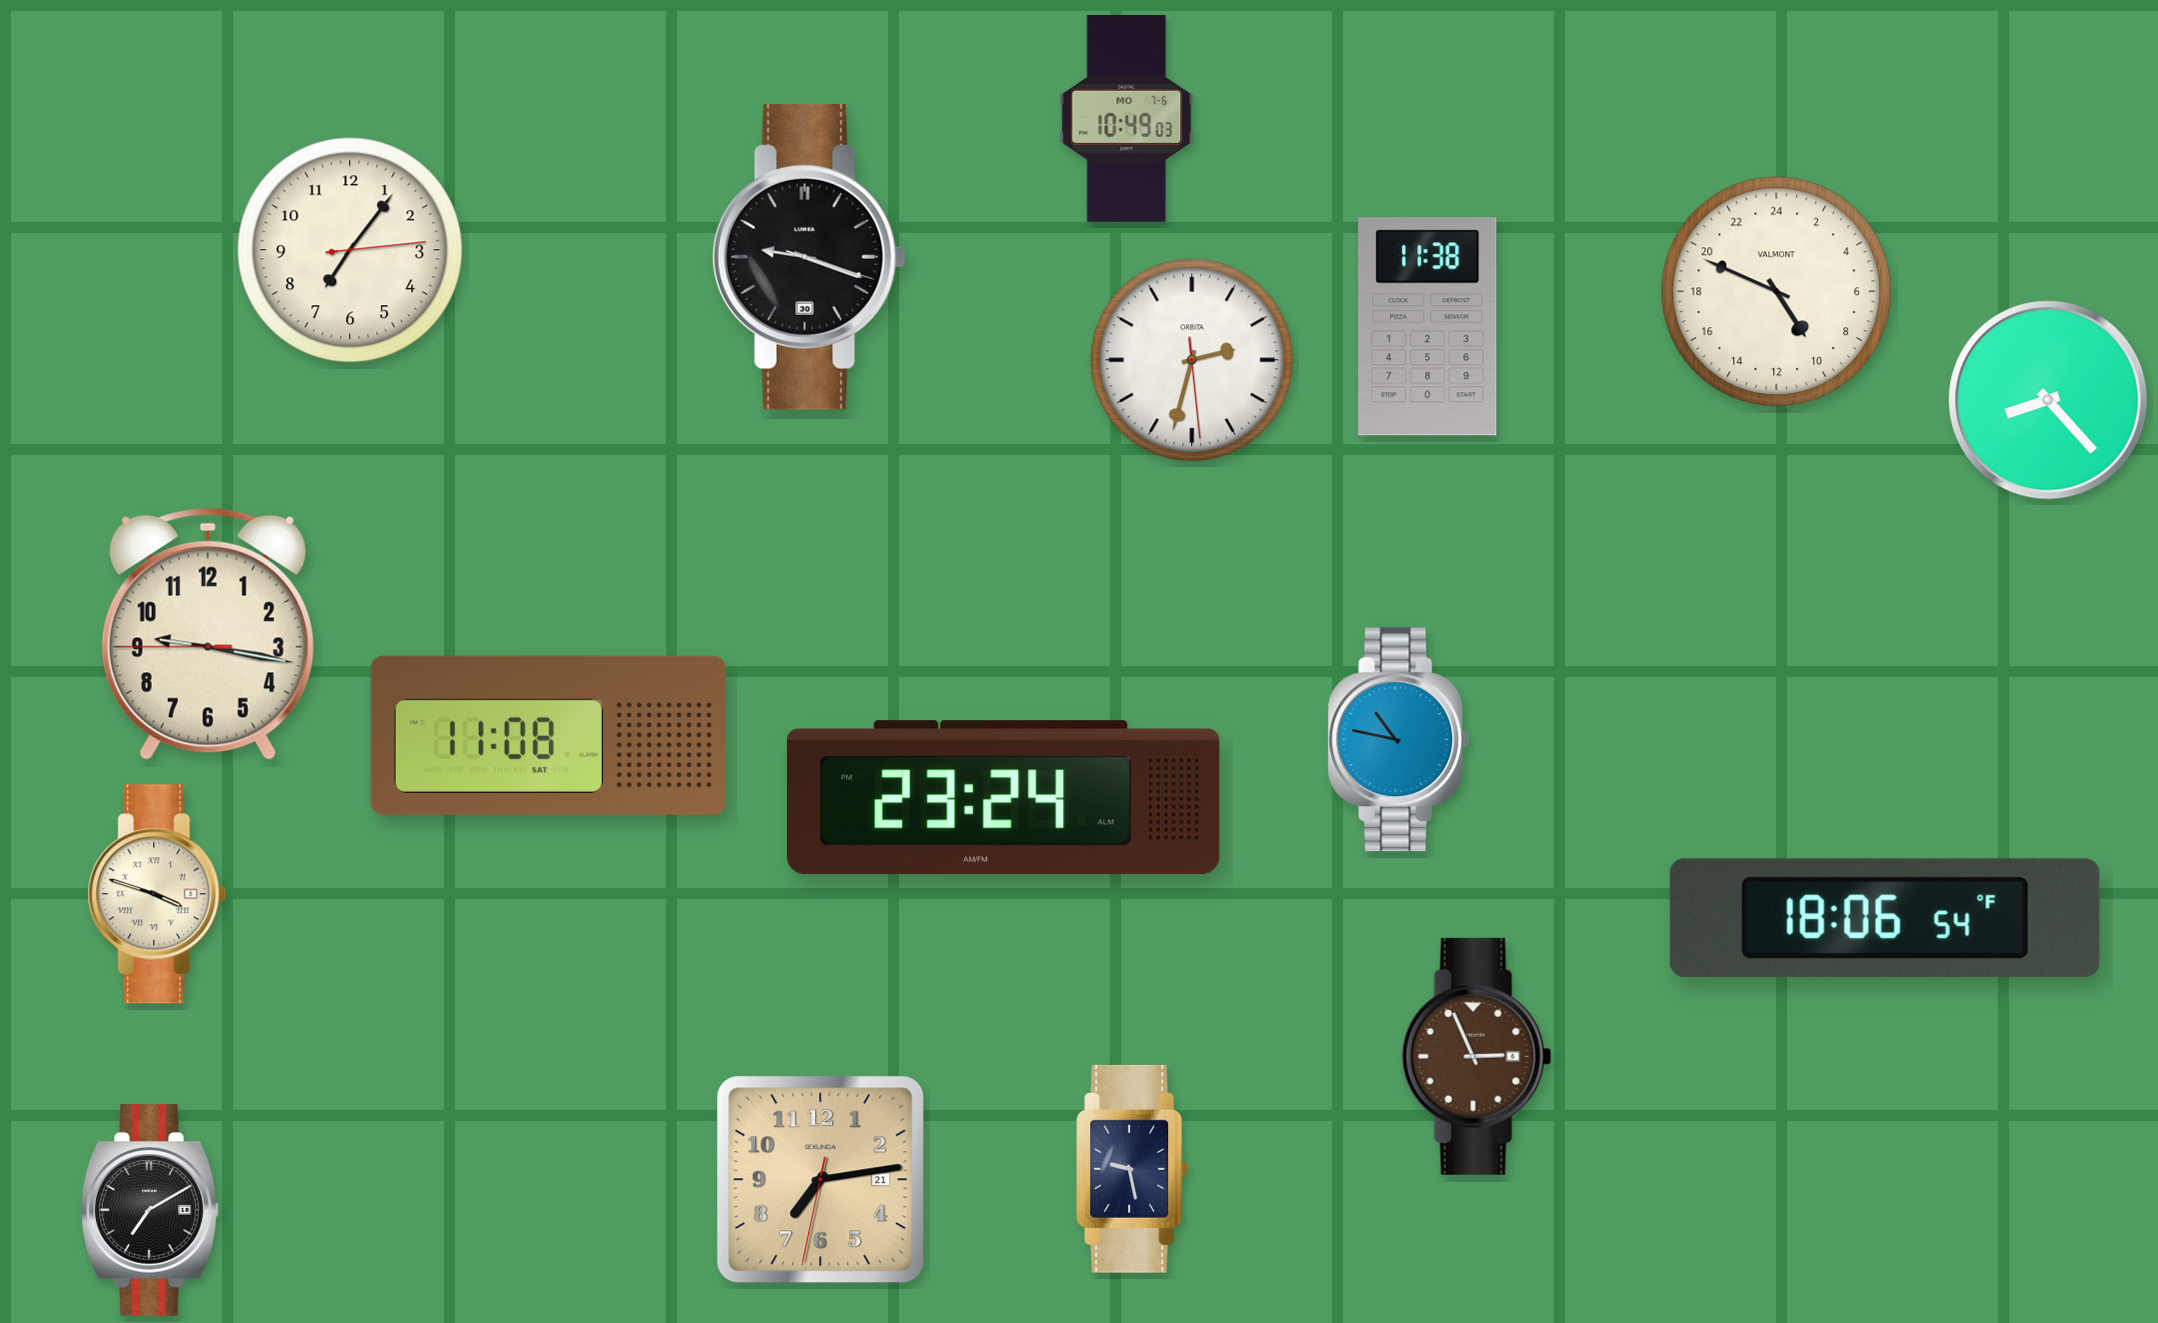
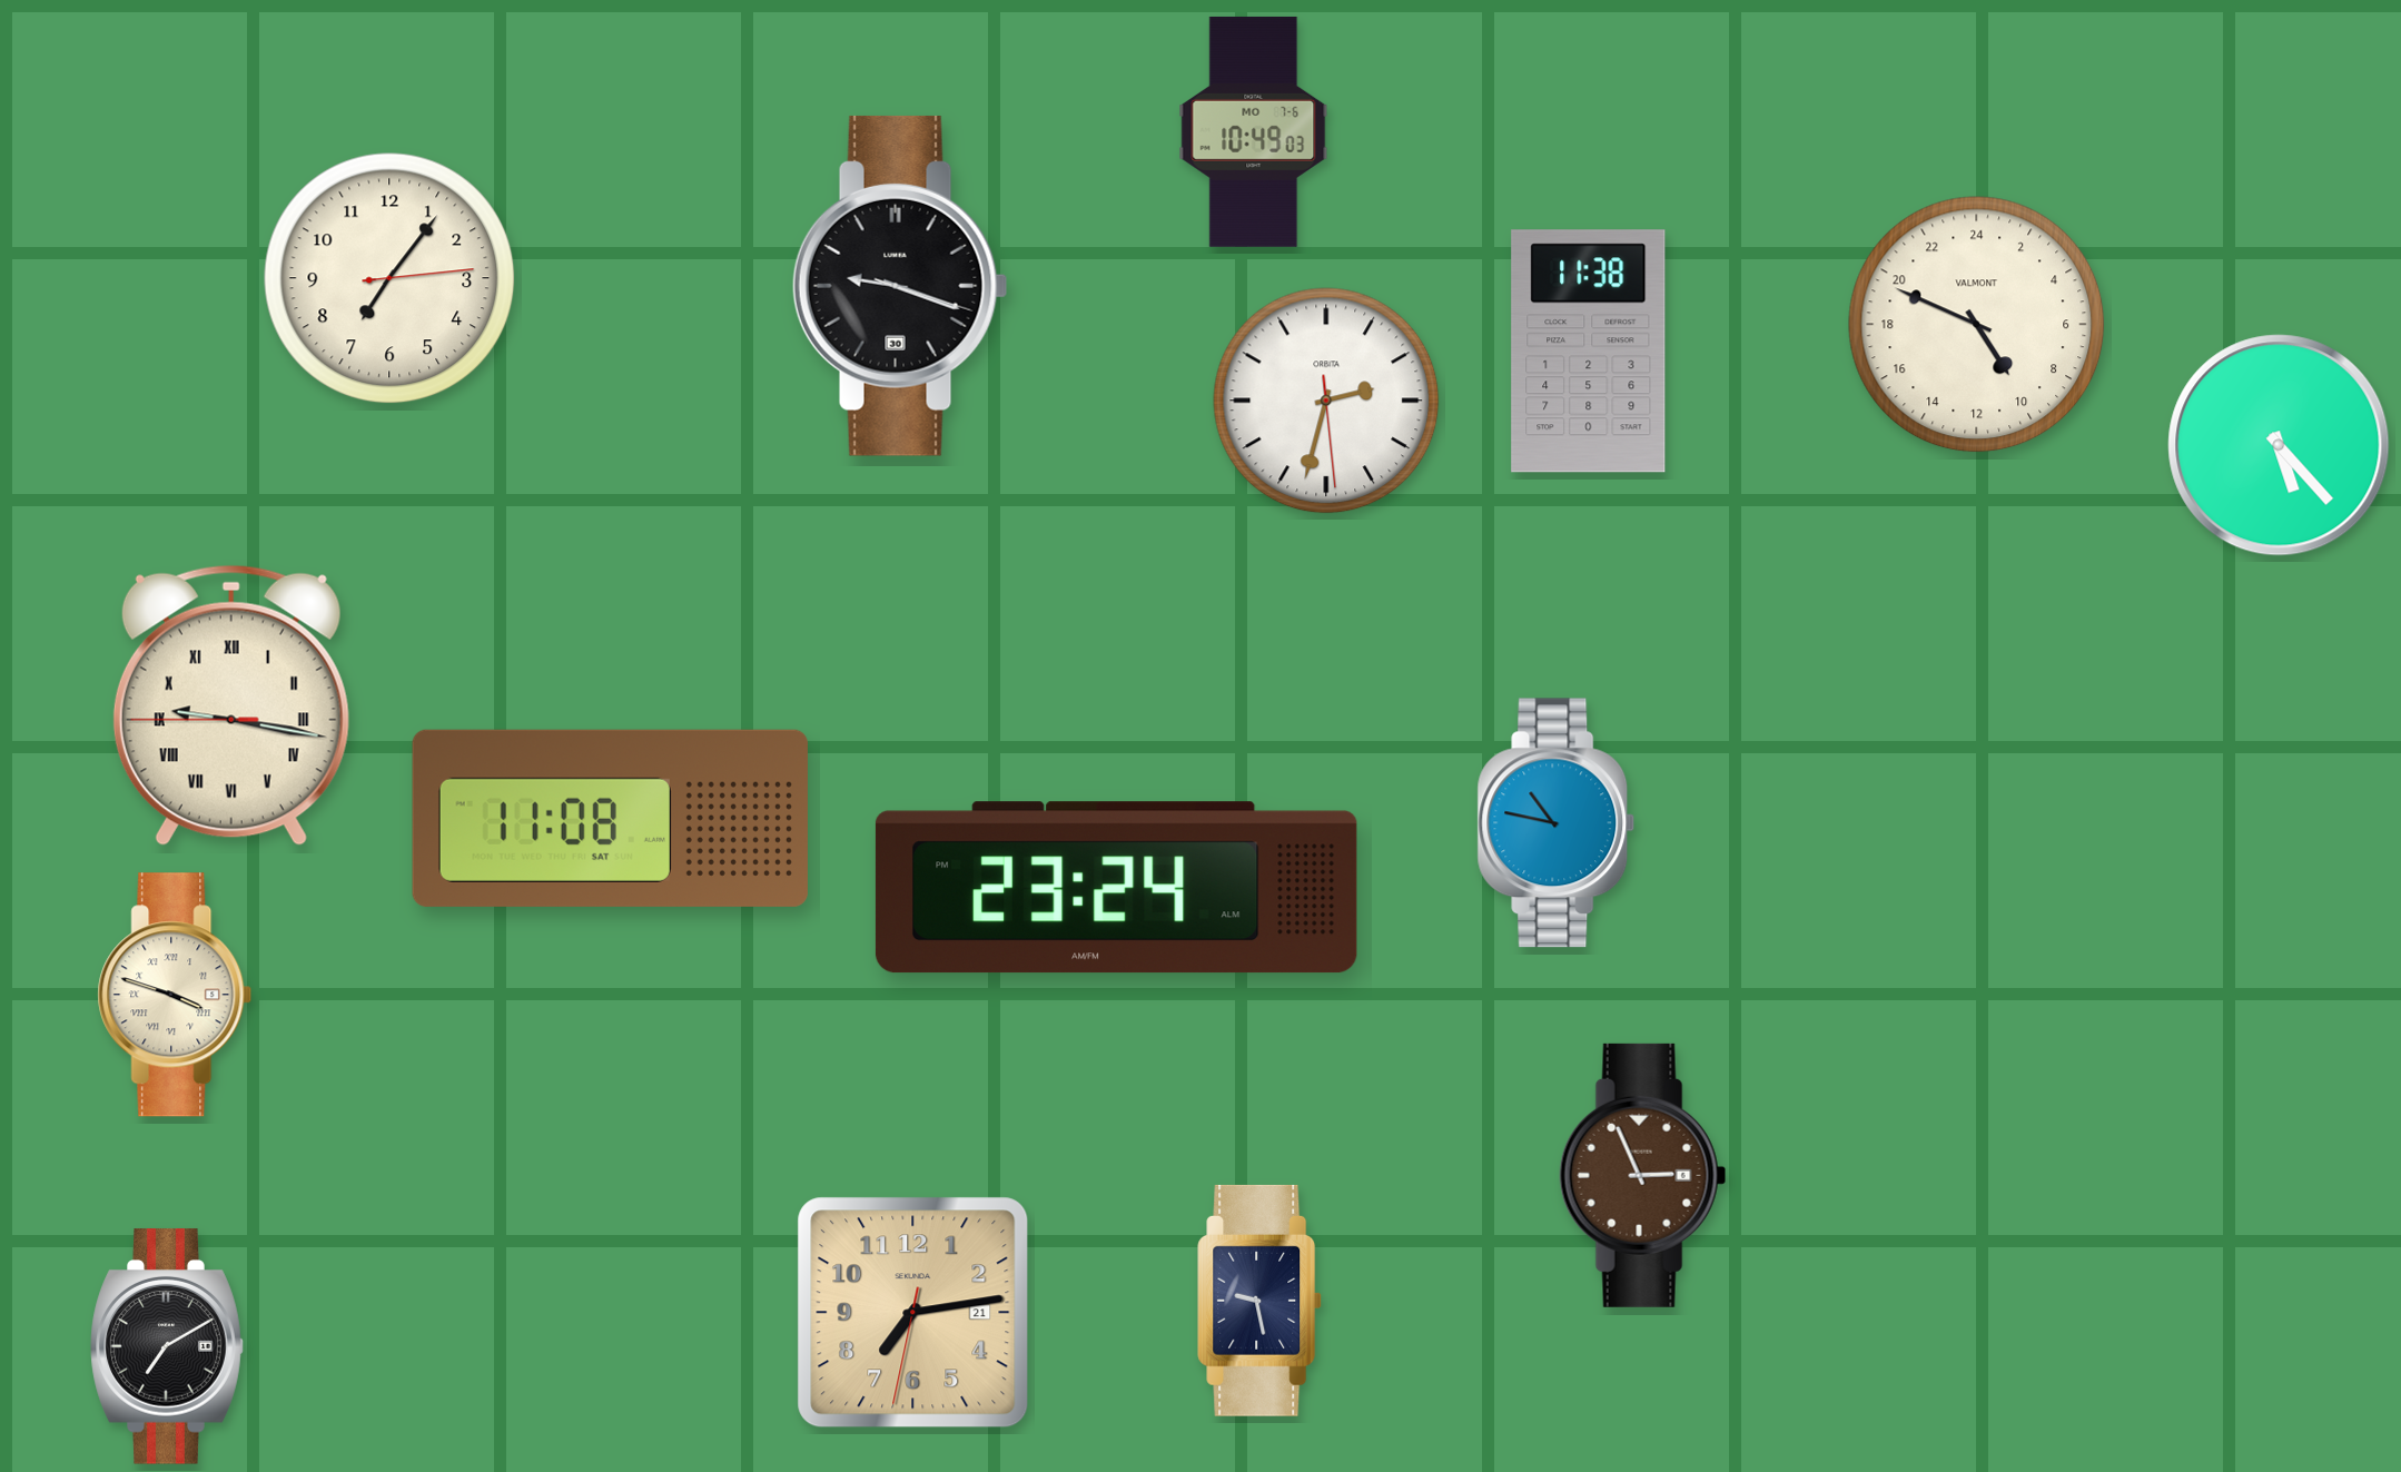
clock at (1428, 327) position: (1428, 327) -> (1589, 352)
clock at (2048, 400): 8:23 -> 5:23
clock at (208, 634) numerals: Arabic -> Roman
clock at (1885, 918): 18:06 -> none
